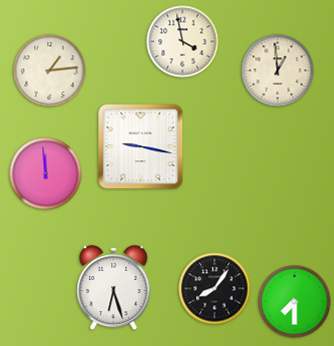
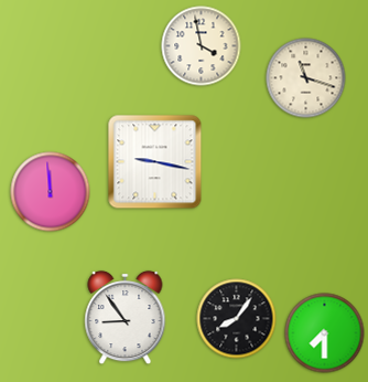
clock at (50, 71): 1:14 -> none
clock at (278, 71): 12:59 -> 11:18
clock at (114, 288): 6:27 -> 8:54
